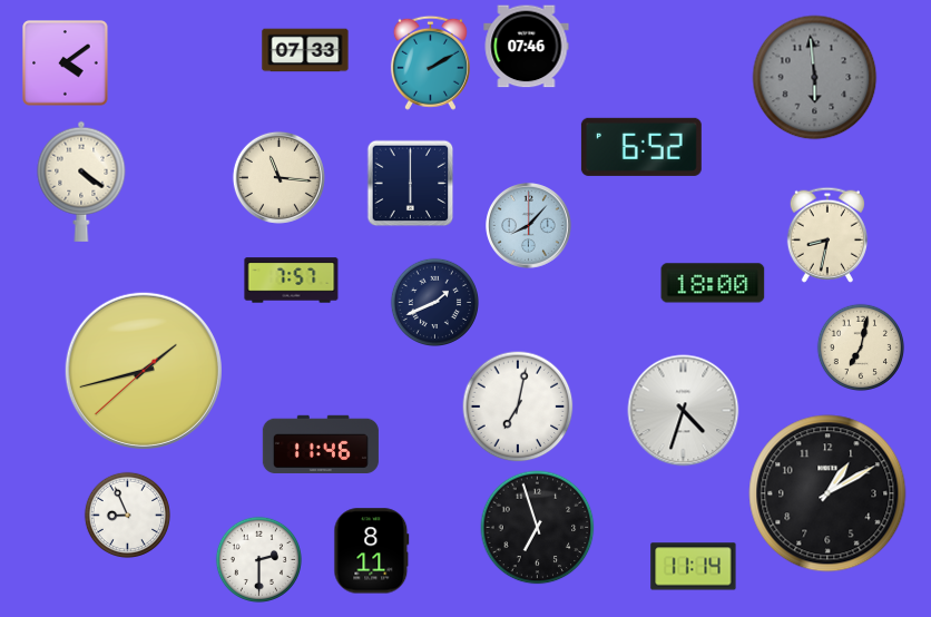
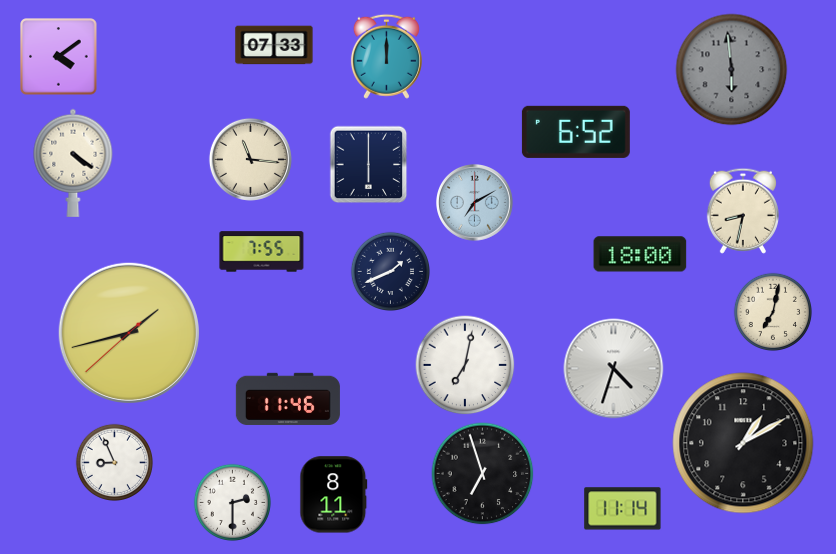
clock at (527, 47): 07:46 -> none
clock at (430, 62): 2:10 -> 12:00
clock at (529, 226): 8:07 -> 7:10
clock at (292, 281): 7:57 -> 7:55
